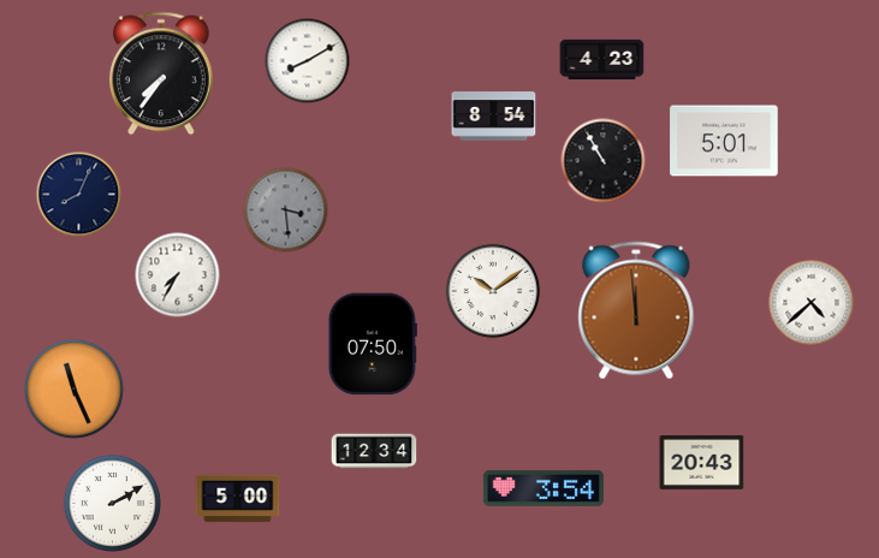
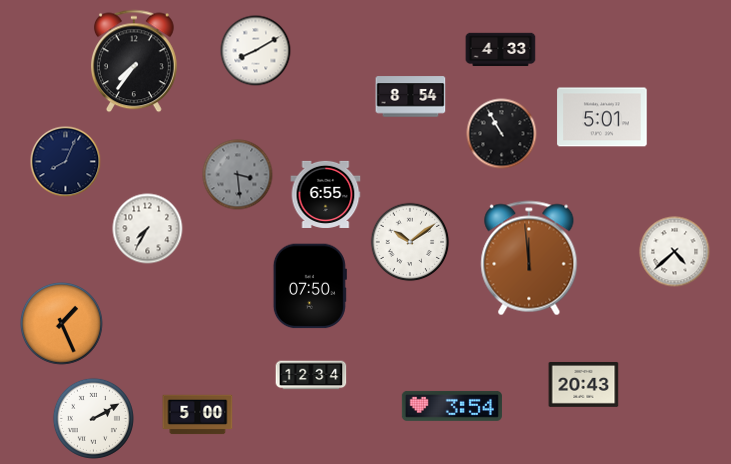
clock at (602, 60): 4:23 -> 4:33
clock at (326, 194): none -> 6:55
clock at (73, 388): 11:26 -> 1:26
